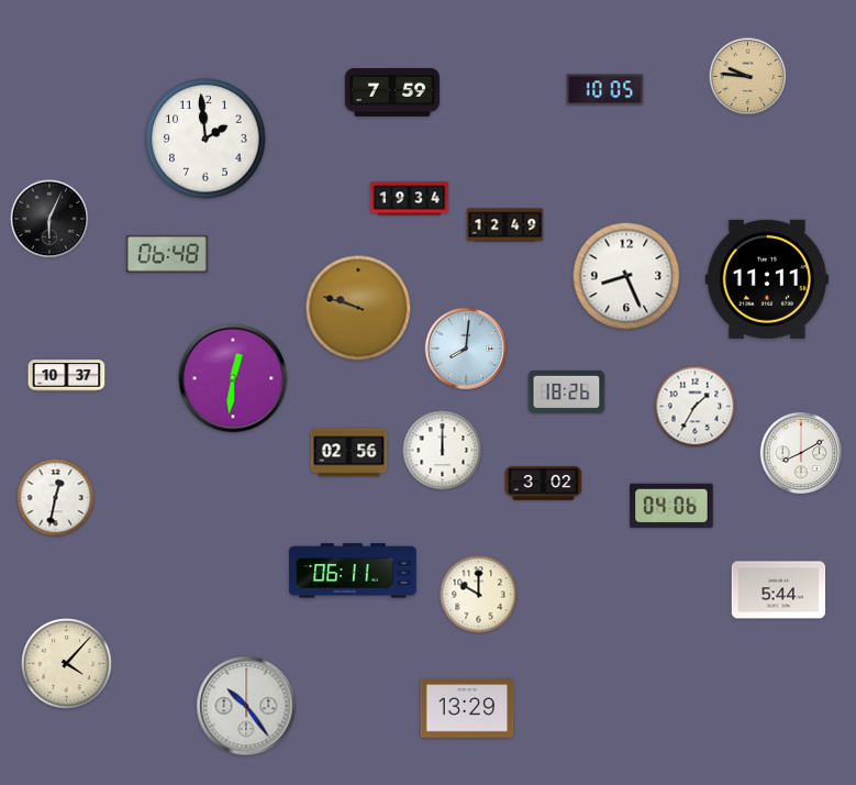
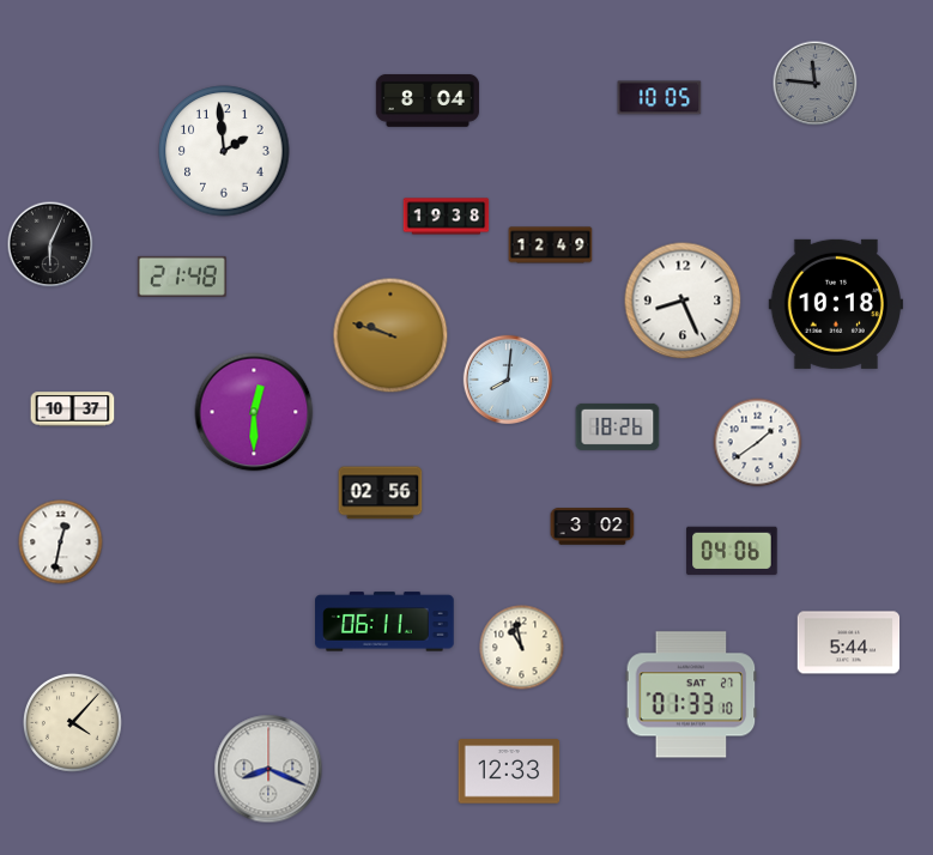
clock at (748, 77): 9:46 -> 11:46
clock at (748, 77) dial: champagne -> grey
clock at (392, 92): 7:59 -> 8:04
clock at (410, 199): 19:34 -> 19:38
clock at (49, 219) position: (49, 219) -> (50, 244)
clock at (167, 254): 06:48 -> 21:48
clock at (767, 279): 11:11 -> 10:18
clock at (233, 378): 12:31 -> 12:30
clock at (696, 407): 1:35 -> 1:39
clock at (443, 451): 12:00 -> none
clock at (801, 453): 8:10 -> none
clock at (479, 595): 10:00 -> 10:58
clock at (691, 695): none -> 01:33
clock at (246, 706): 10:24 -> 8:19
clock at (467, 708): 13:29 -> 12:33
